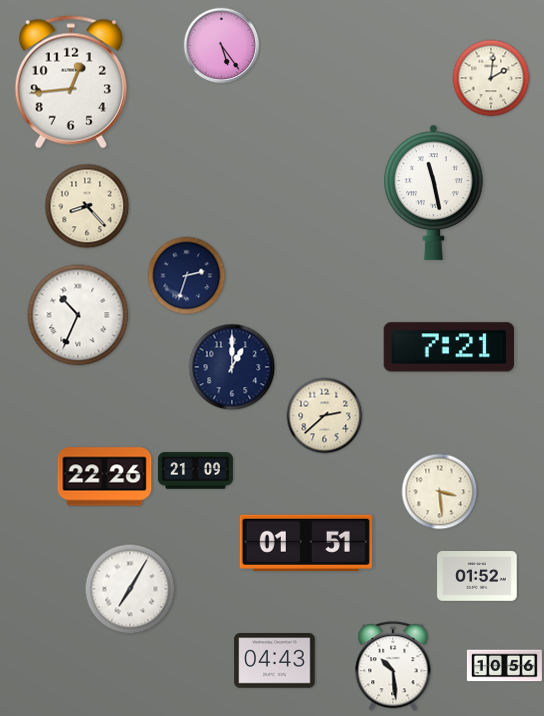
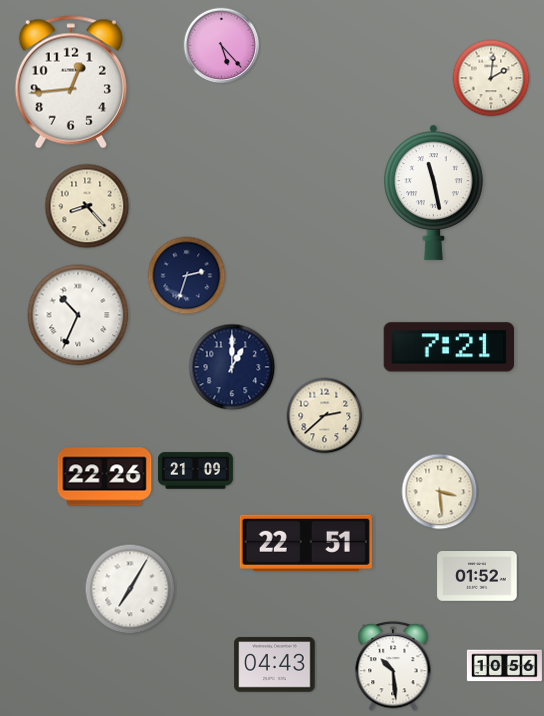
clock at (222, 46): 5:24 -> 5:23
clock at (306, 543): 01:51 -> 22:51
clock at (275, 661) position: (275, 661) -> (275, 665)
